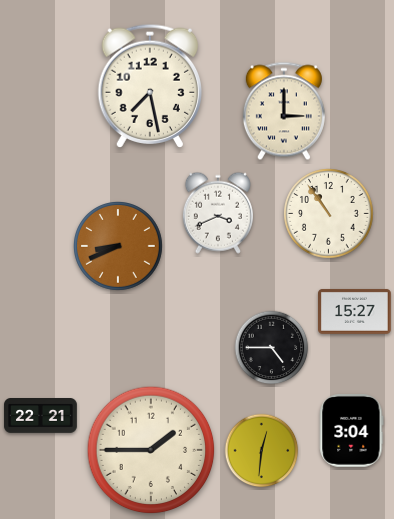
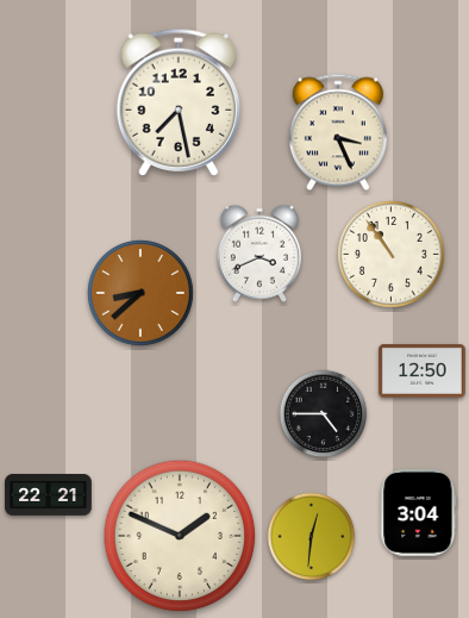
clock at (284, 111): 3:00 -> 3:26
clock at (119, 247): 8:41 -> 8:38
clock at (355, 311): 15:27 -> 12:50
clock at (151, 450): 1:45 -> 1:49
